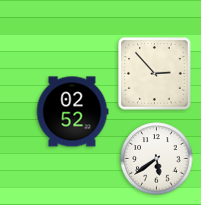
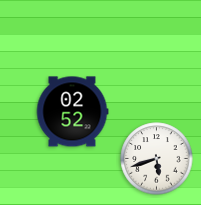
clock at (155, 74): 2:53 -> none
clock at (157, 159): 5:39 -> 5:42
